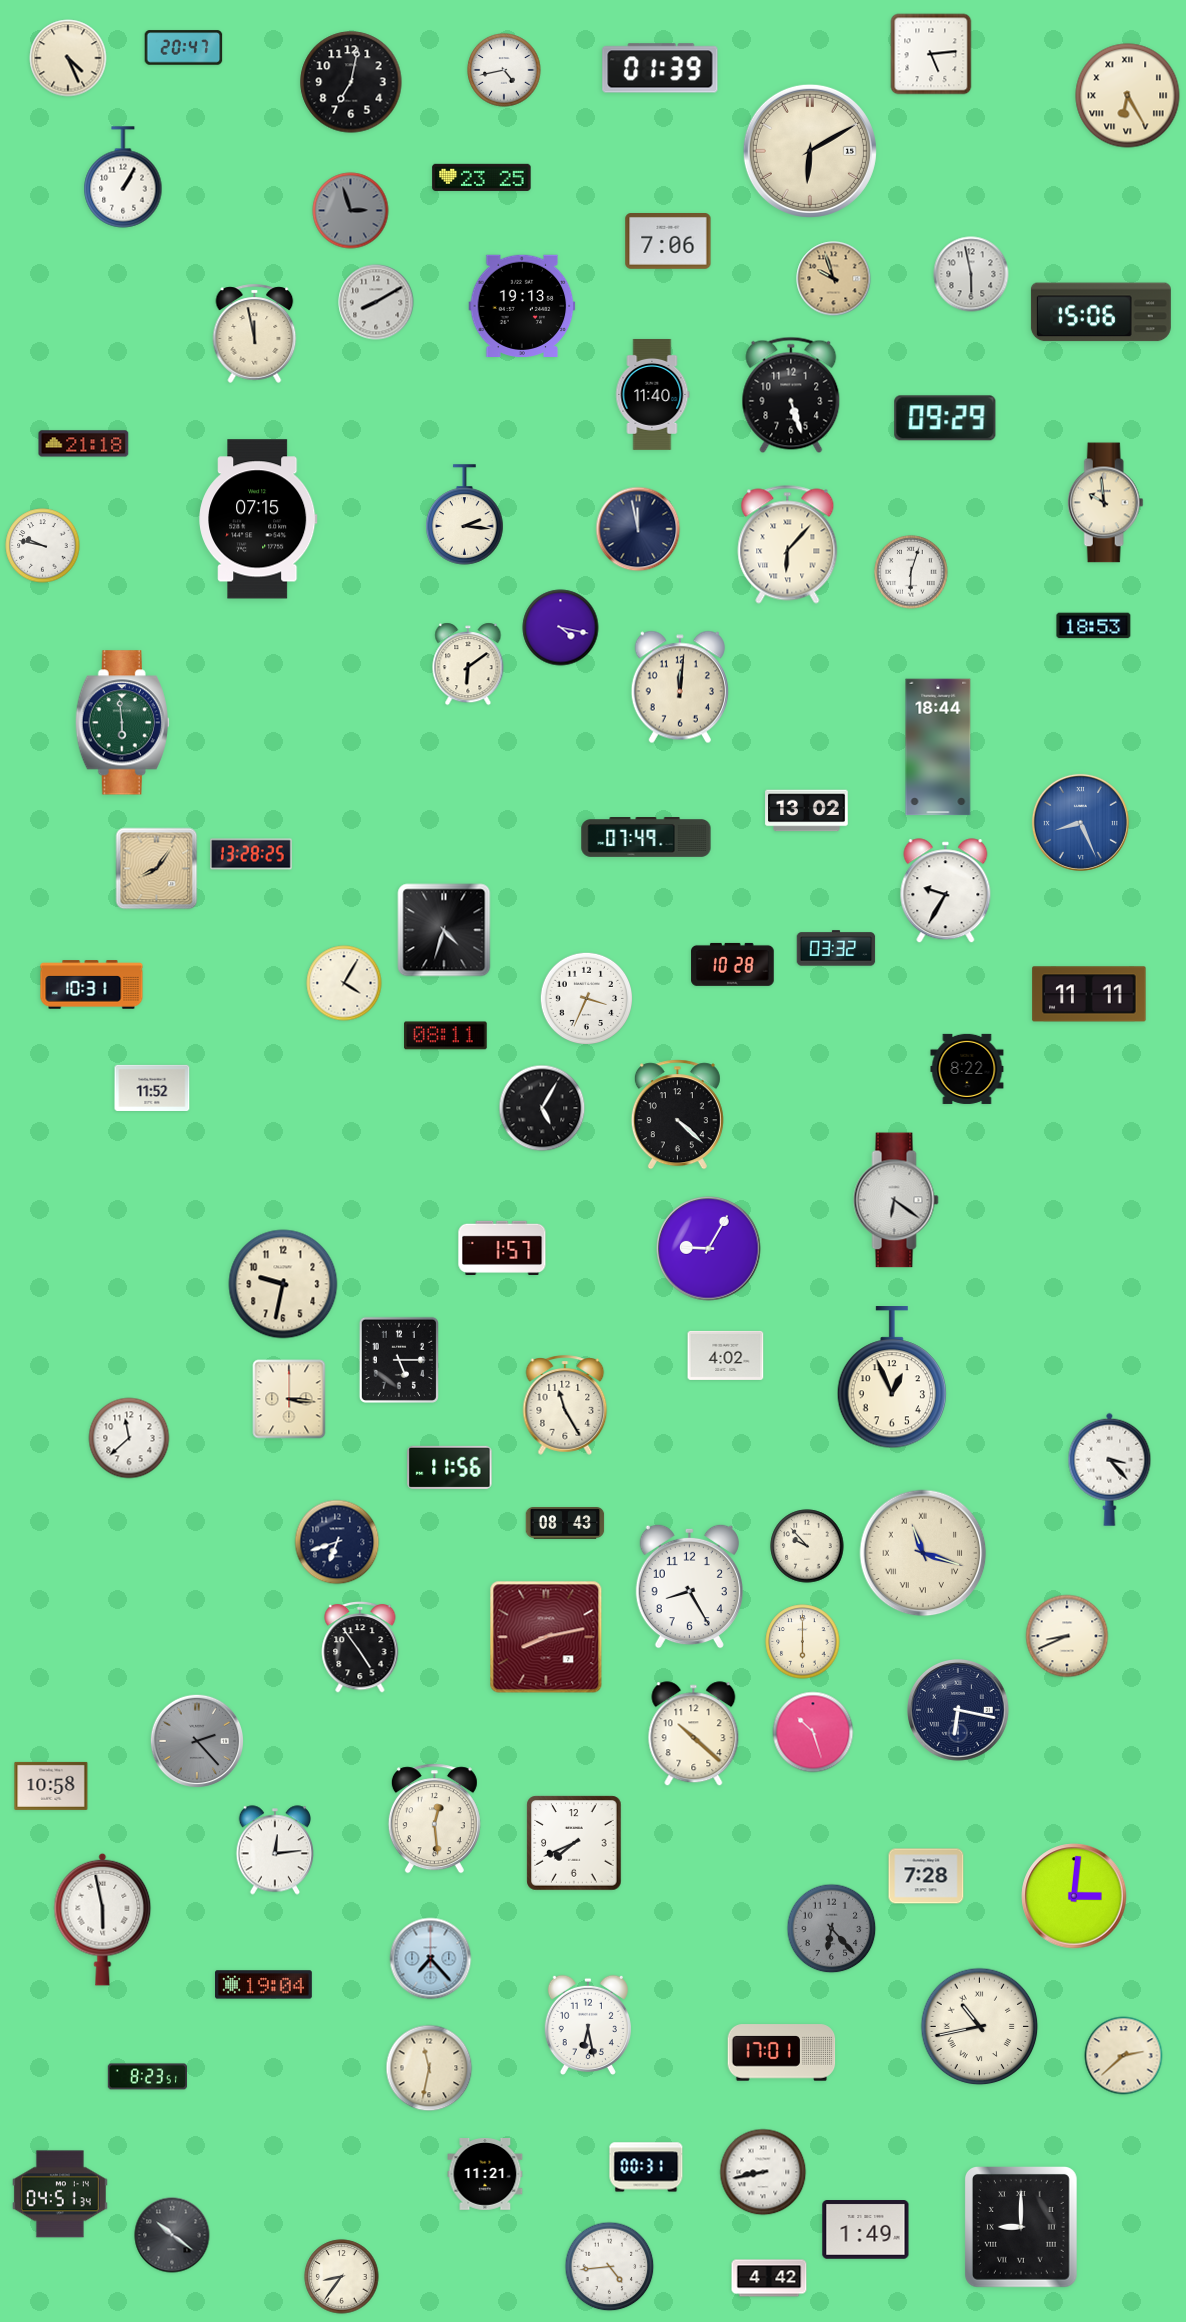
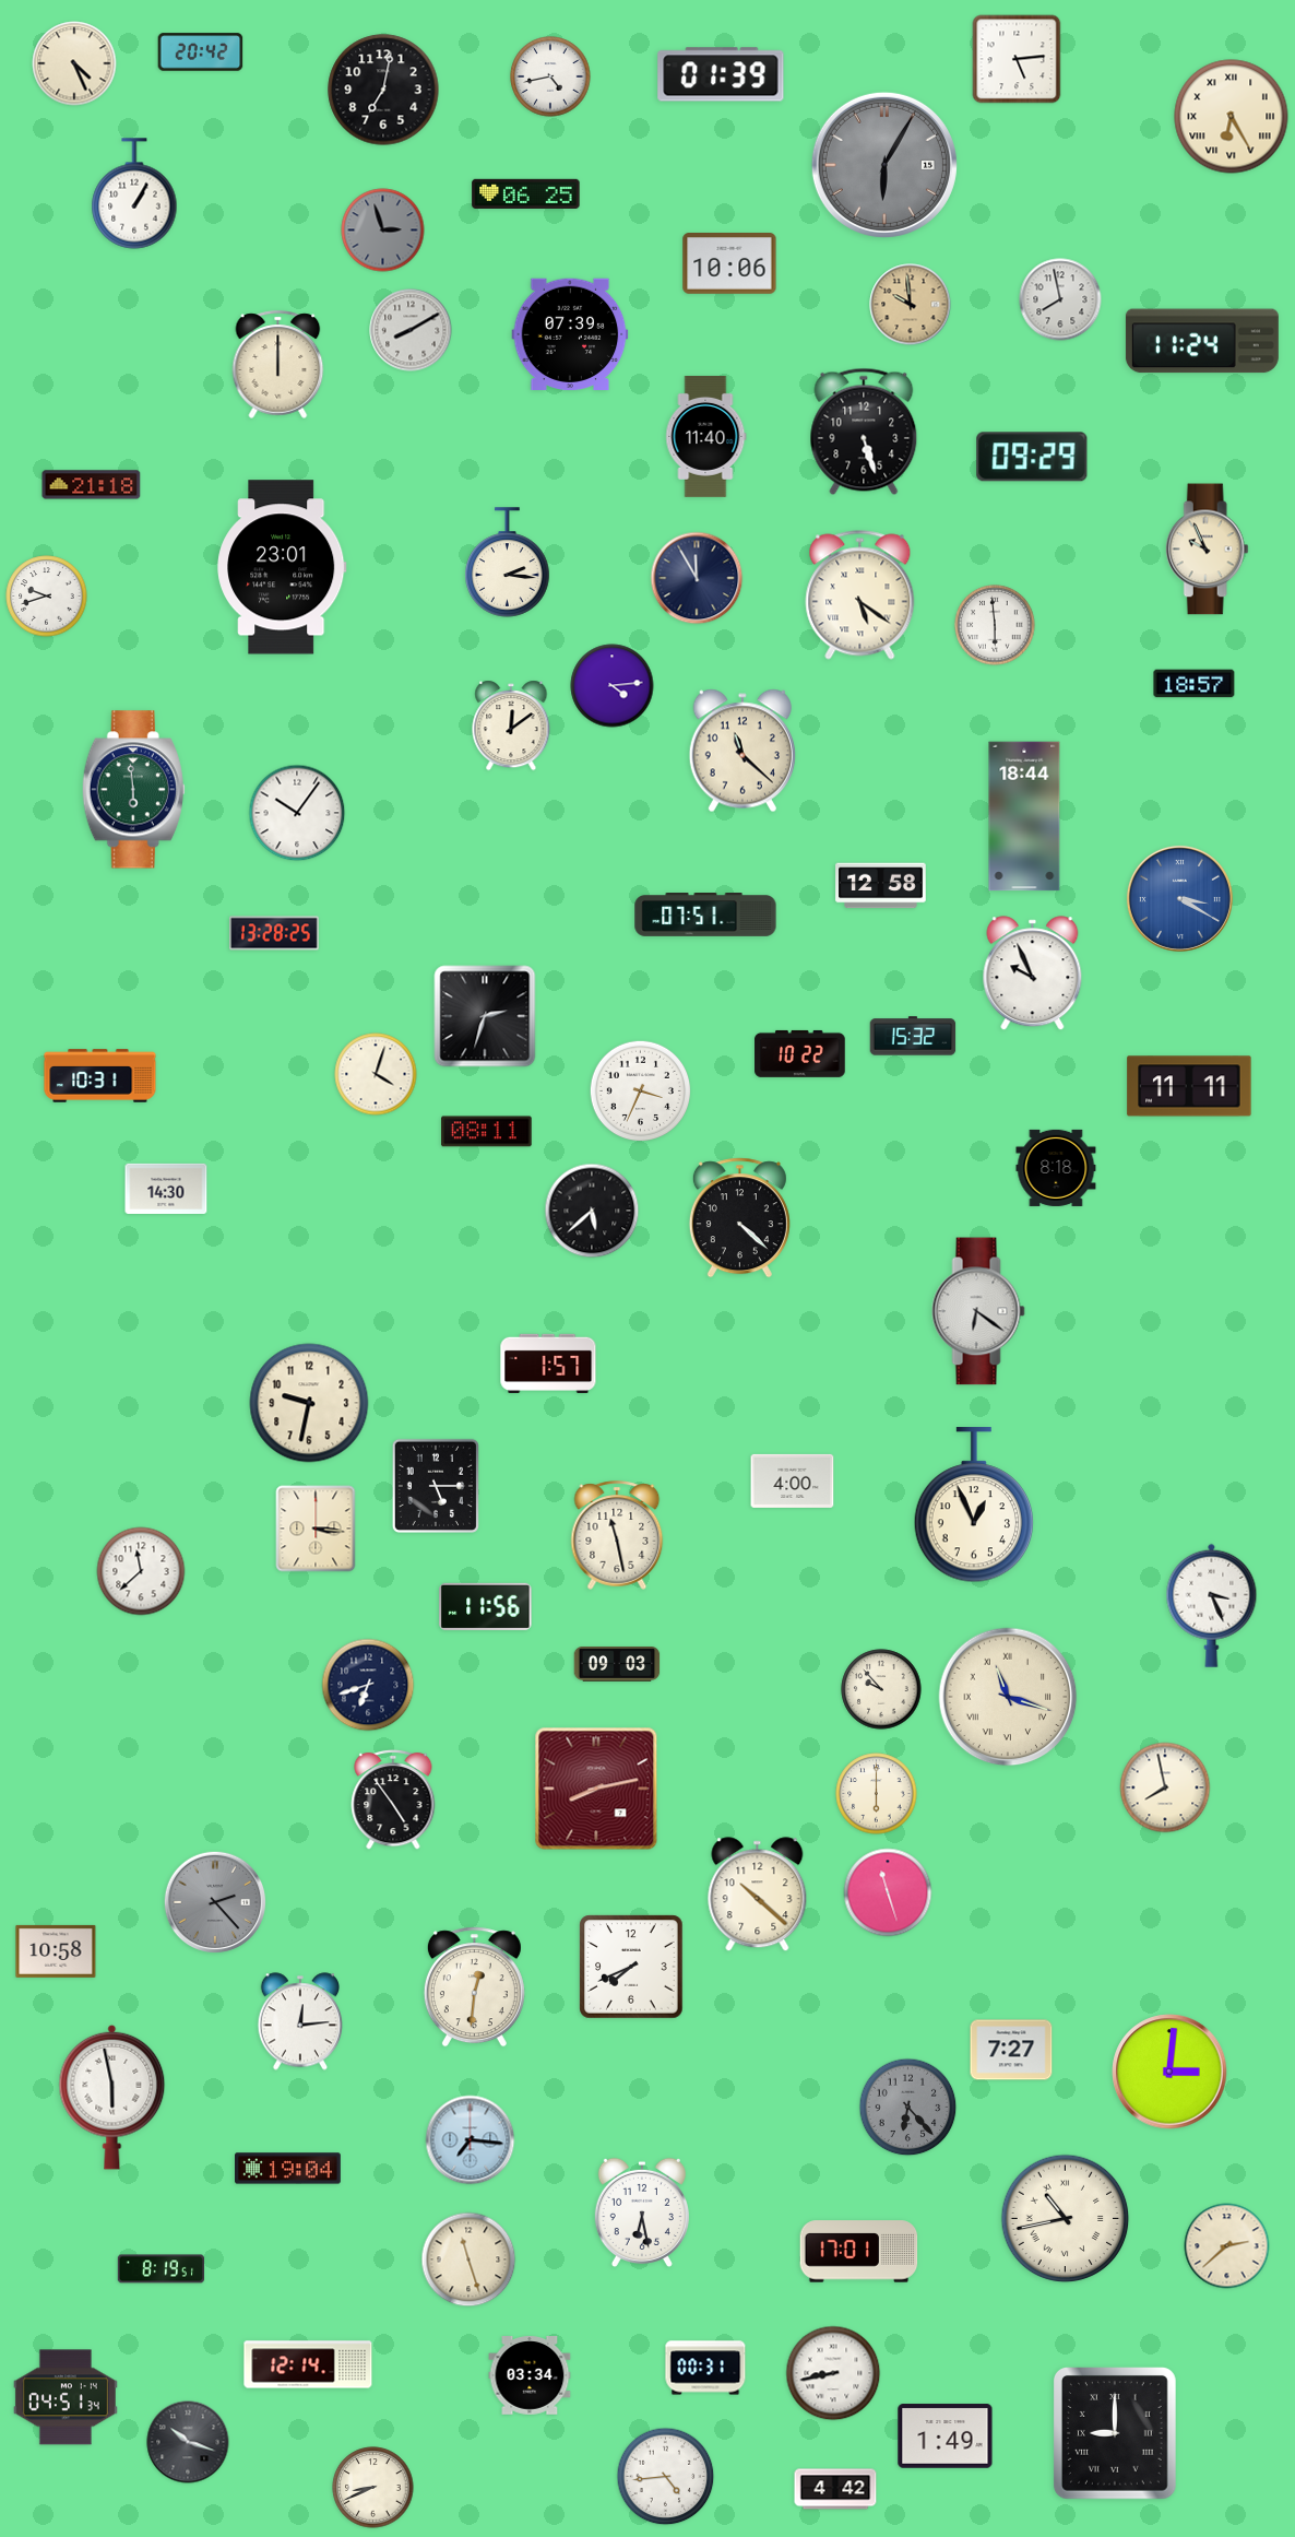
clock at (184, 48): 20:47 -> 20:42
clock at (1128, 96) position: (1128, 96) -> (1232, 117)
clock at (810, 151): 6:10 -> 6:05
clock at (810, 151) dial: cream -> grey
clock at (482, 177): 23:25 -> 06:25
clock at (668, 242): 7:06 -> 10:06
clock at (971, 274): 5:58 -> 7:58
clock at (834, 279): 9:57 -> 9:59
clock at (522, 305): 19:13 -> 07:39
clock at (1101, 312): 15:06 -> 11:24
clock at (255, 333): 11:58 -> 12:00
clock at (653, 394) position: (653, 394) -> (706, 436)
clock at (1105, 503): 9:59 -> 9:56
clock at (258, 519): 07:15 -> 23:01
clock at (638, 529): 11:58 -> 11:55
clock at (788, 545): 6:07 -> 5:21
clock at (43, 546): 9:47 -> 9:42
clock at (911, 572): 6:03 -> 5:59
clock at (1094, 626): 18:53 -> 18:57
clock at (561, 628): 4:17 -> 4:14
clock at (468, 664): 6:09 -> 12:09
clock at (680, 687): 12:01 -> 11:22
clock at (297, 813): none -> 10:06
clock at (807, 811): 13:02 -> 12:58
clock at (1080, 822): 8:26 -> 3:20
clock at (646, 838): 07:49 -> 07:51
clock at (157, 869): 8:06 -> none
clock at (946, 891): 9:35 -> 9:56
clock at (444, 930): 4:33 -> 2:33
clock at (836, 948): 03:32 -> 15:32
clock at (733, 964): 10:28 -> 10:22
clock at (344, 983): 4:05 -> 4:03
clock at (967, 1069): 8:22 -> 8:18
clock at (152, 1088): 11:52 -> 14:30
clock at (542, 1108): 5:05 -> 5:38
clock at (709, 1249): 9:05 -> none
clock at (726, 1355): 4:02 -> 4:00
clock at (565, 1405): 11:25 -> 11:28
clock at (450, 1467) position: (450, 1467) -> (486, 1606)
clock at (1110, 1469): 3:23 -> 3:26
clock at (565, 1524): 08:43 -> 09:03
clock at (689, 1586): 8:25 -> none
clock at (1067, 1636): 8:41 -> 7:58
clock at (959, 1711): 6:17 -> none
clock at (813, 1732): 10:27 -> 11:27
clock at (434, 1819): 12:29 -> 12:31
clock at (574, 1843) position: (574, 1843) -> (631, 1967)
clock at (926, 1876): 7:28 -> 7:27
clock at (1074, 1896) position: (1074, 1896) -> (1169, 2072)
clock at (431, 1959): 7:23 -> 7:16
clock at (980, 2027) position: (980, 2027) -> (1066, 2219)
clock at (782, 2053) position: (782, 2053) -> (859, 2252)
clock at (429, 2068): 11:32 -> 11:27
clock at (147, 2077): 8:23 -> 8:19
clock at (308, 2364): none -> 12:14
clock at (485, 2175): 11:21 -> 03:34
clock at (172, 2235): 10:21 -> 10:18
clock at (342, 2277): 8:36 -> 8:41
clock at (769, 2278) position: (769, 2278) -> (835, 2489)
